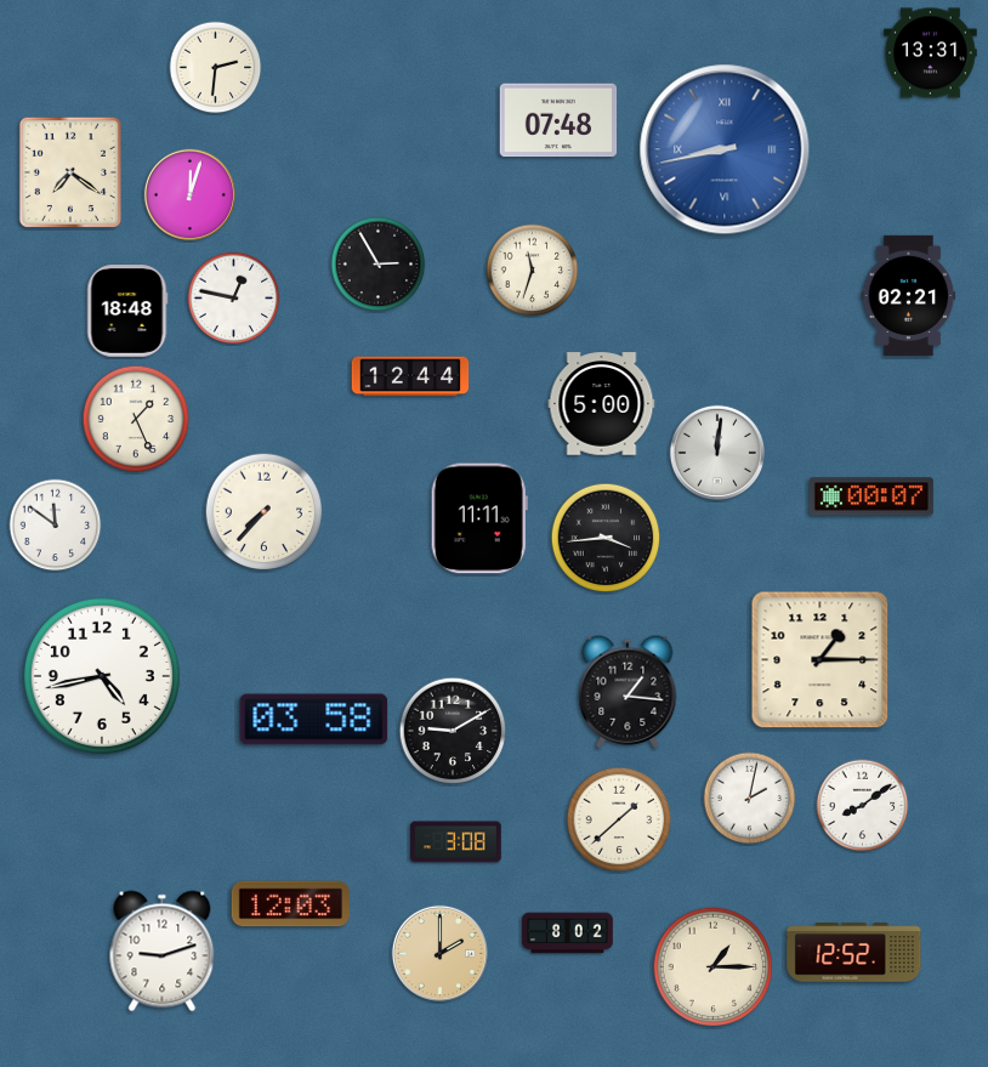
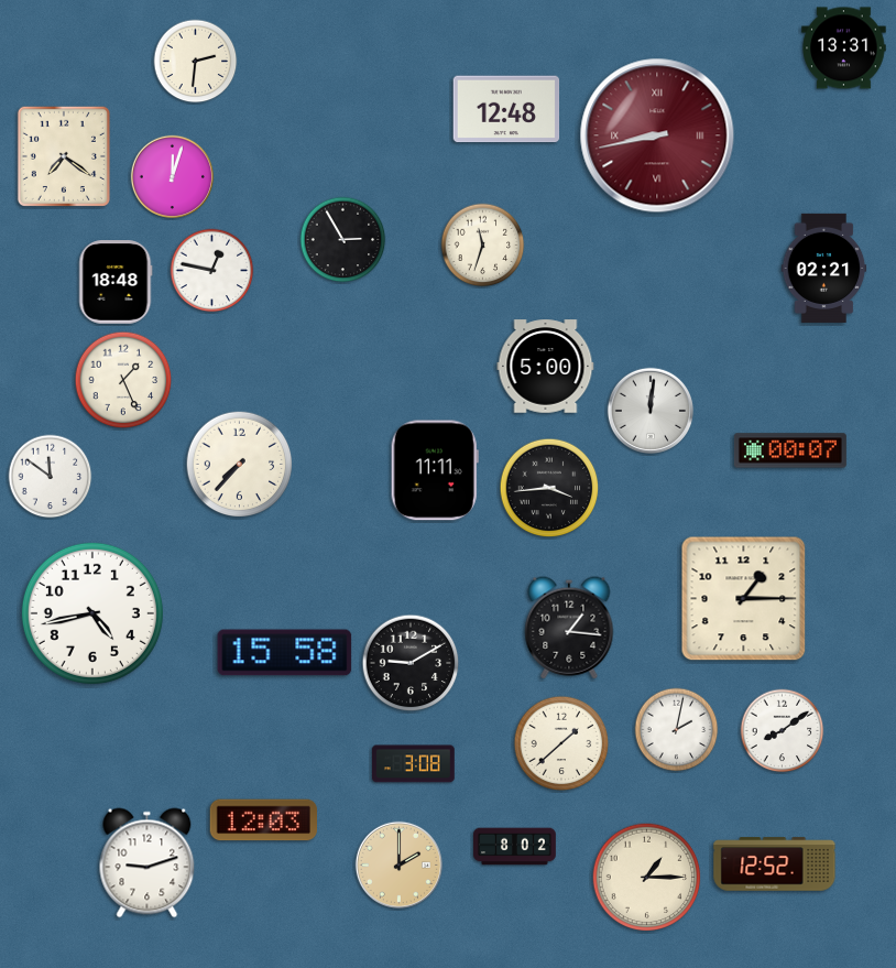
clock at (558, 120): 07:48 -> 12:48
clock at (725, 149) dial: blue -> burgundy
clock at (410, 376): 12:44 -> none
clock at (314, 720): 03:58 -> 15:58
clock at (750, 799) position: (750, 799) -> (677, 730)
